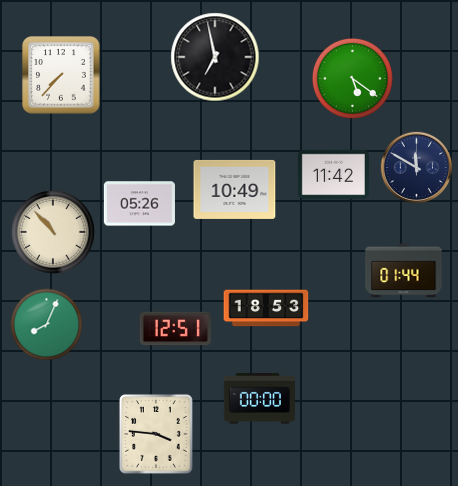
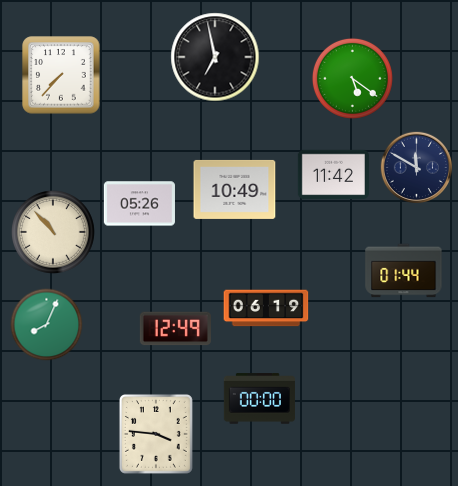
clock at (266, 308): 18:53 -> 06:19
clock at (175, 329): 12:51 -> 12:49
